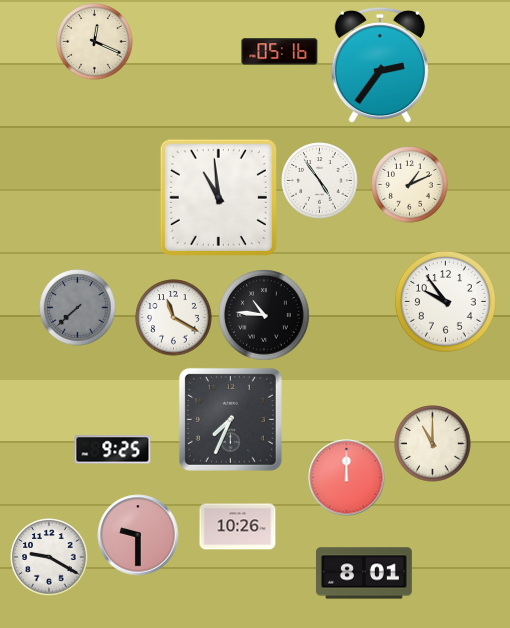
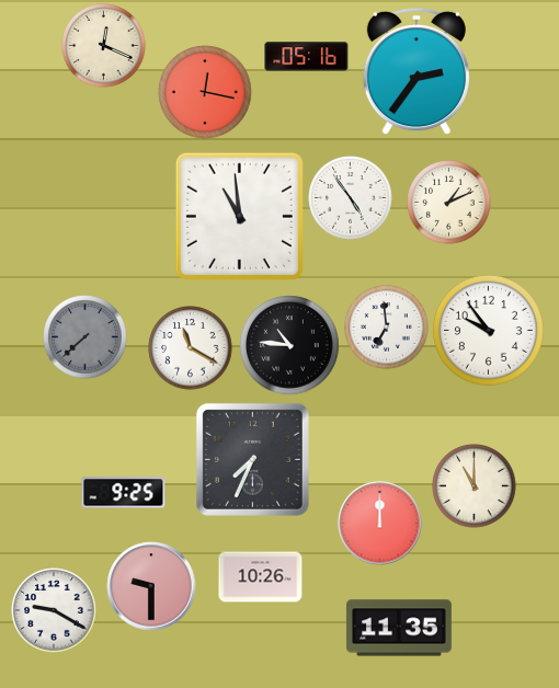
clock at (205, 92): none -> 12:17
clock at (387, 328): none -> 6:59
clock at (364, 573): 8:01 -> 11:35
